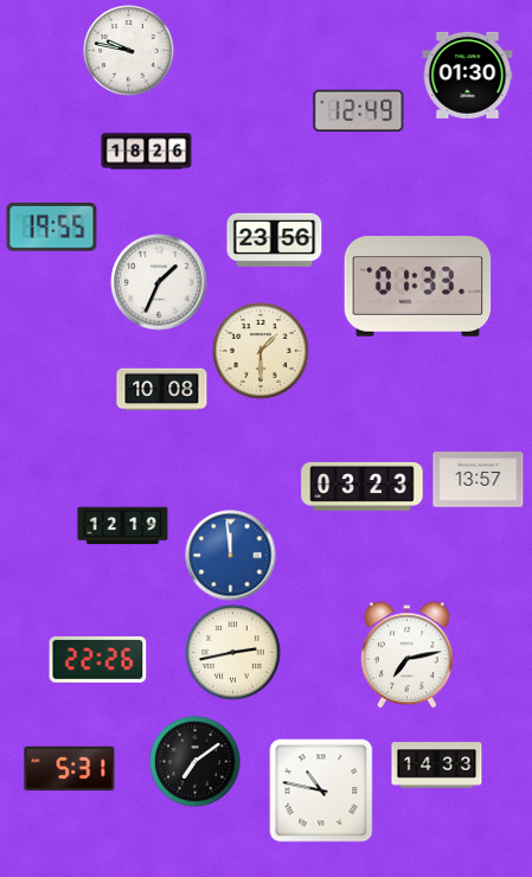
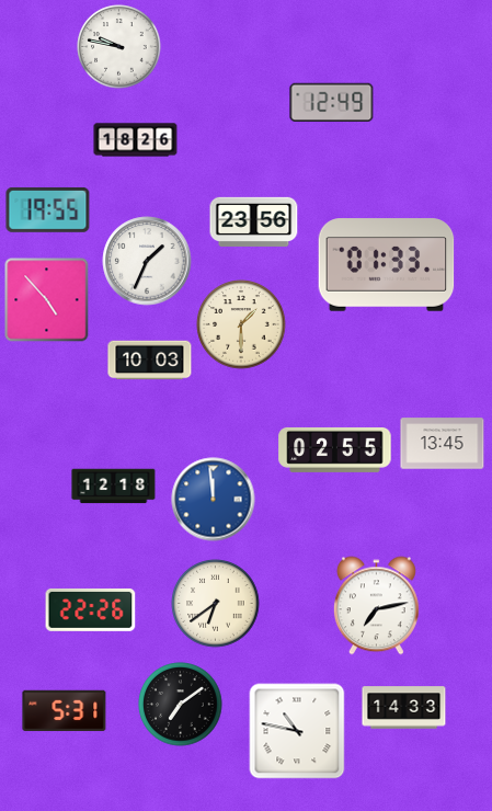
clock at (468, 75): 01:30 -> none
clock at (47, 300): none -> 4:53
clock at (162, 390): 10:08 -> 10:03
clock at (479, 480): 13:57 -> 13:45
clock at (363, 486): 03:23 -> 02:55
clock at (123, 526): 12:19 -> 12:18
clock at (231, 556) position: (231, 556) -> (214, 500)
clock at (233, 653): 2:43 -> 6:39
